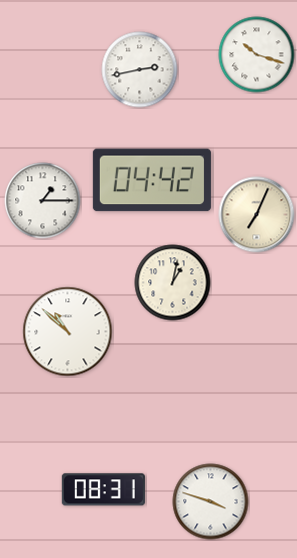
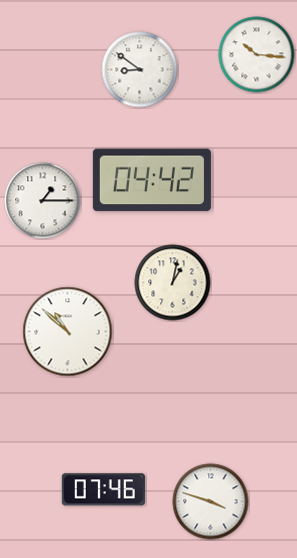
clock at (257, 55): 10:18 -> 10:16
clock at (140, 70): 2:43 -> 8:51
clock at (257, 215): 7:04 -> none
clock at (103, 490): 08:31 -> 07:46
